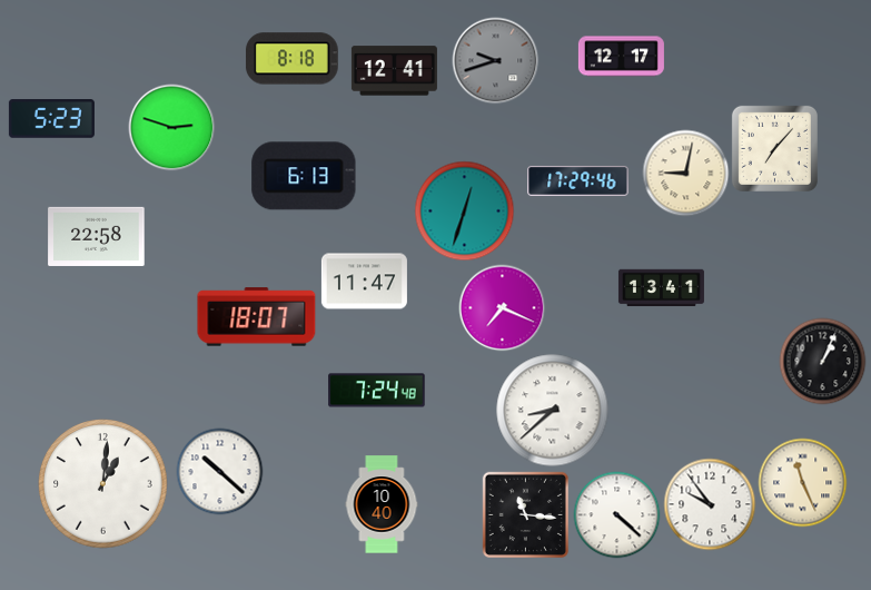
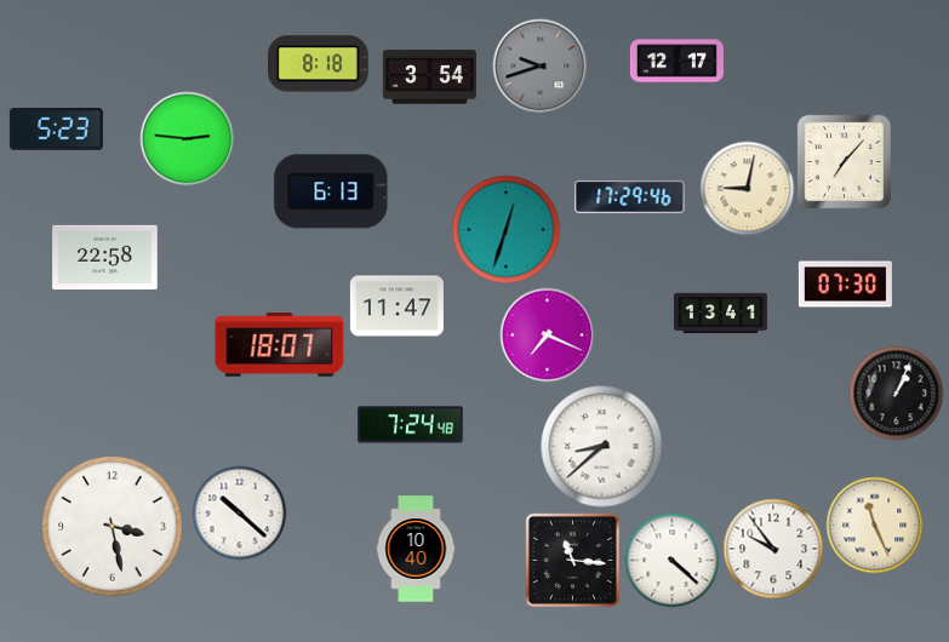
clock at (394, 71): 12:41 -> 3:54
clock at (171, 127): 2:48 -> 2:46
clock at (845, 285): none -> 07:30
clock at (103, 484): 1:01 -> 3:28
